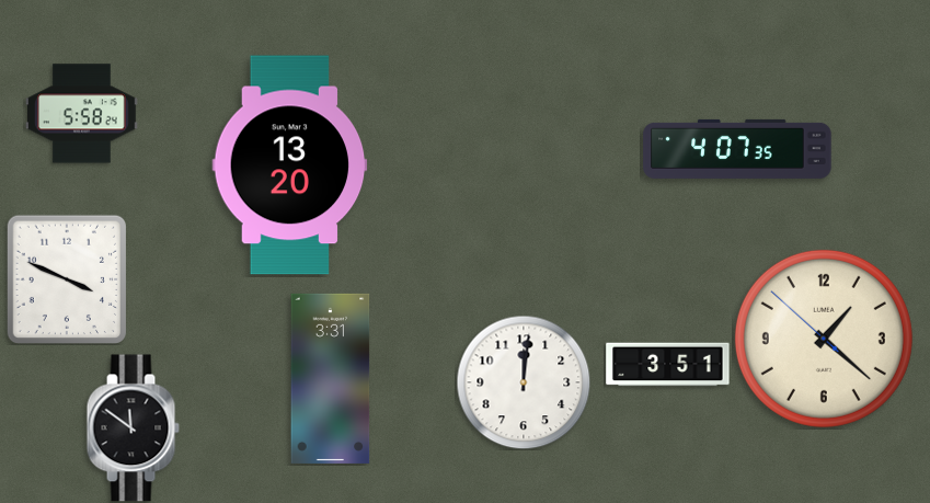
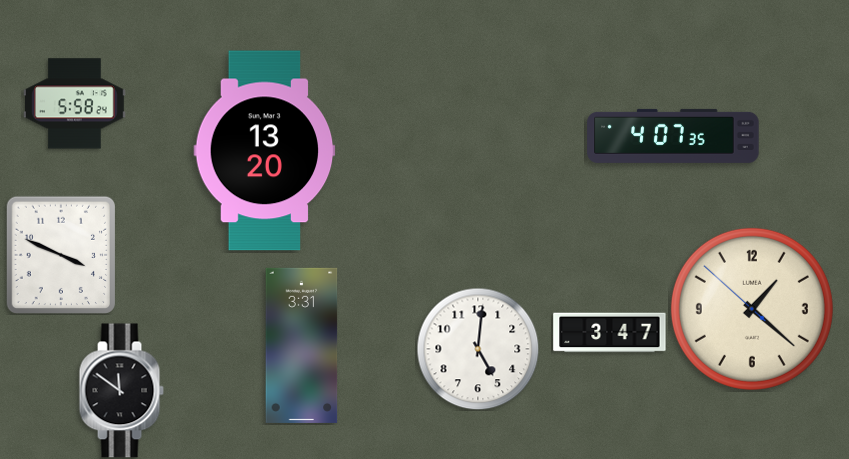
clock at (668, 365): 3:51 -> 3:47
clock at (524, 382): 12:01 -> 5:01
